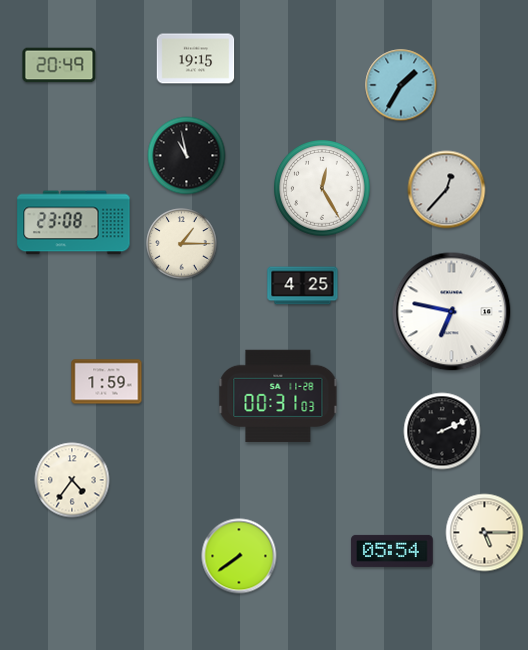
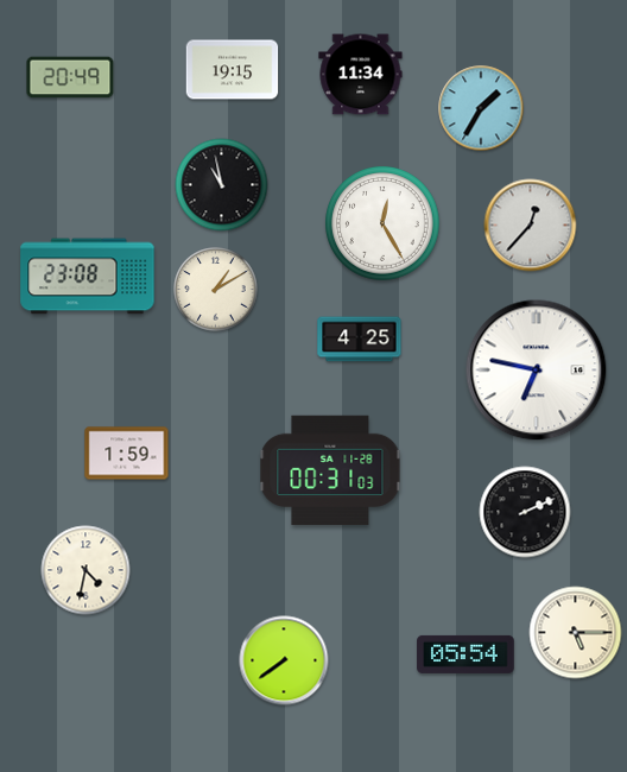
clock at (361, 75): none -> 11:34
clock at (401, 85) position: (401, 85) -> (481, 108)
clock at (74, 223) position: (74, 223) -> (88, 277)
clock at (182, 244): 1:15 -> 1:10
clock at (72, 480): 4:36 -> 4:32
